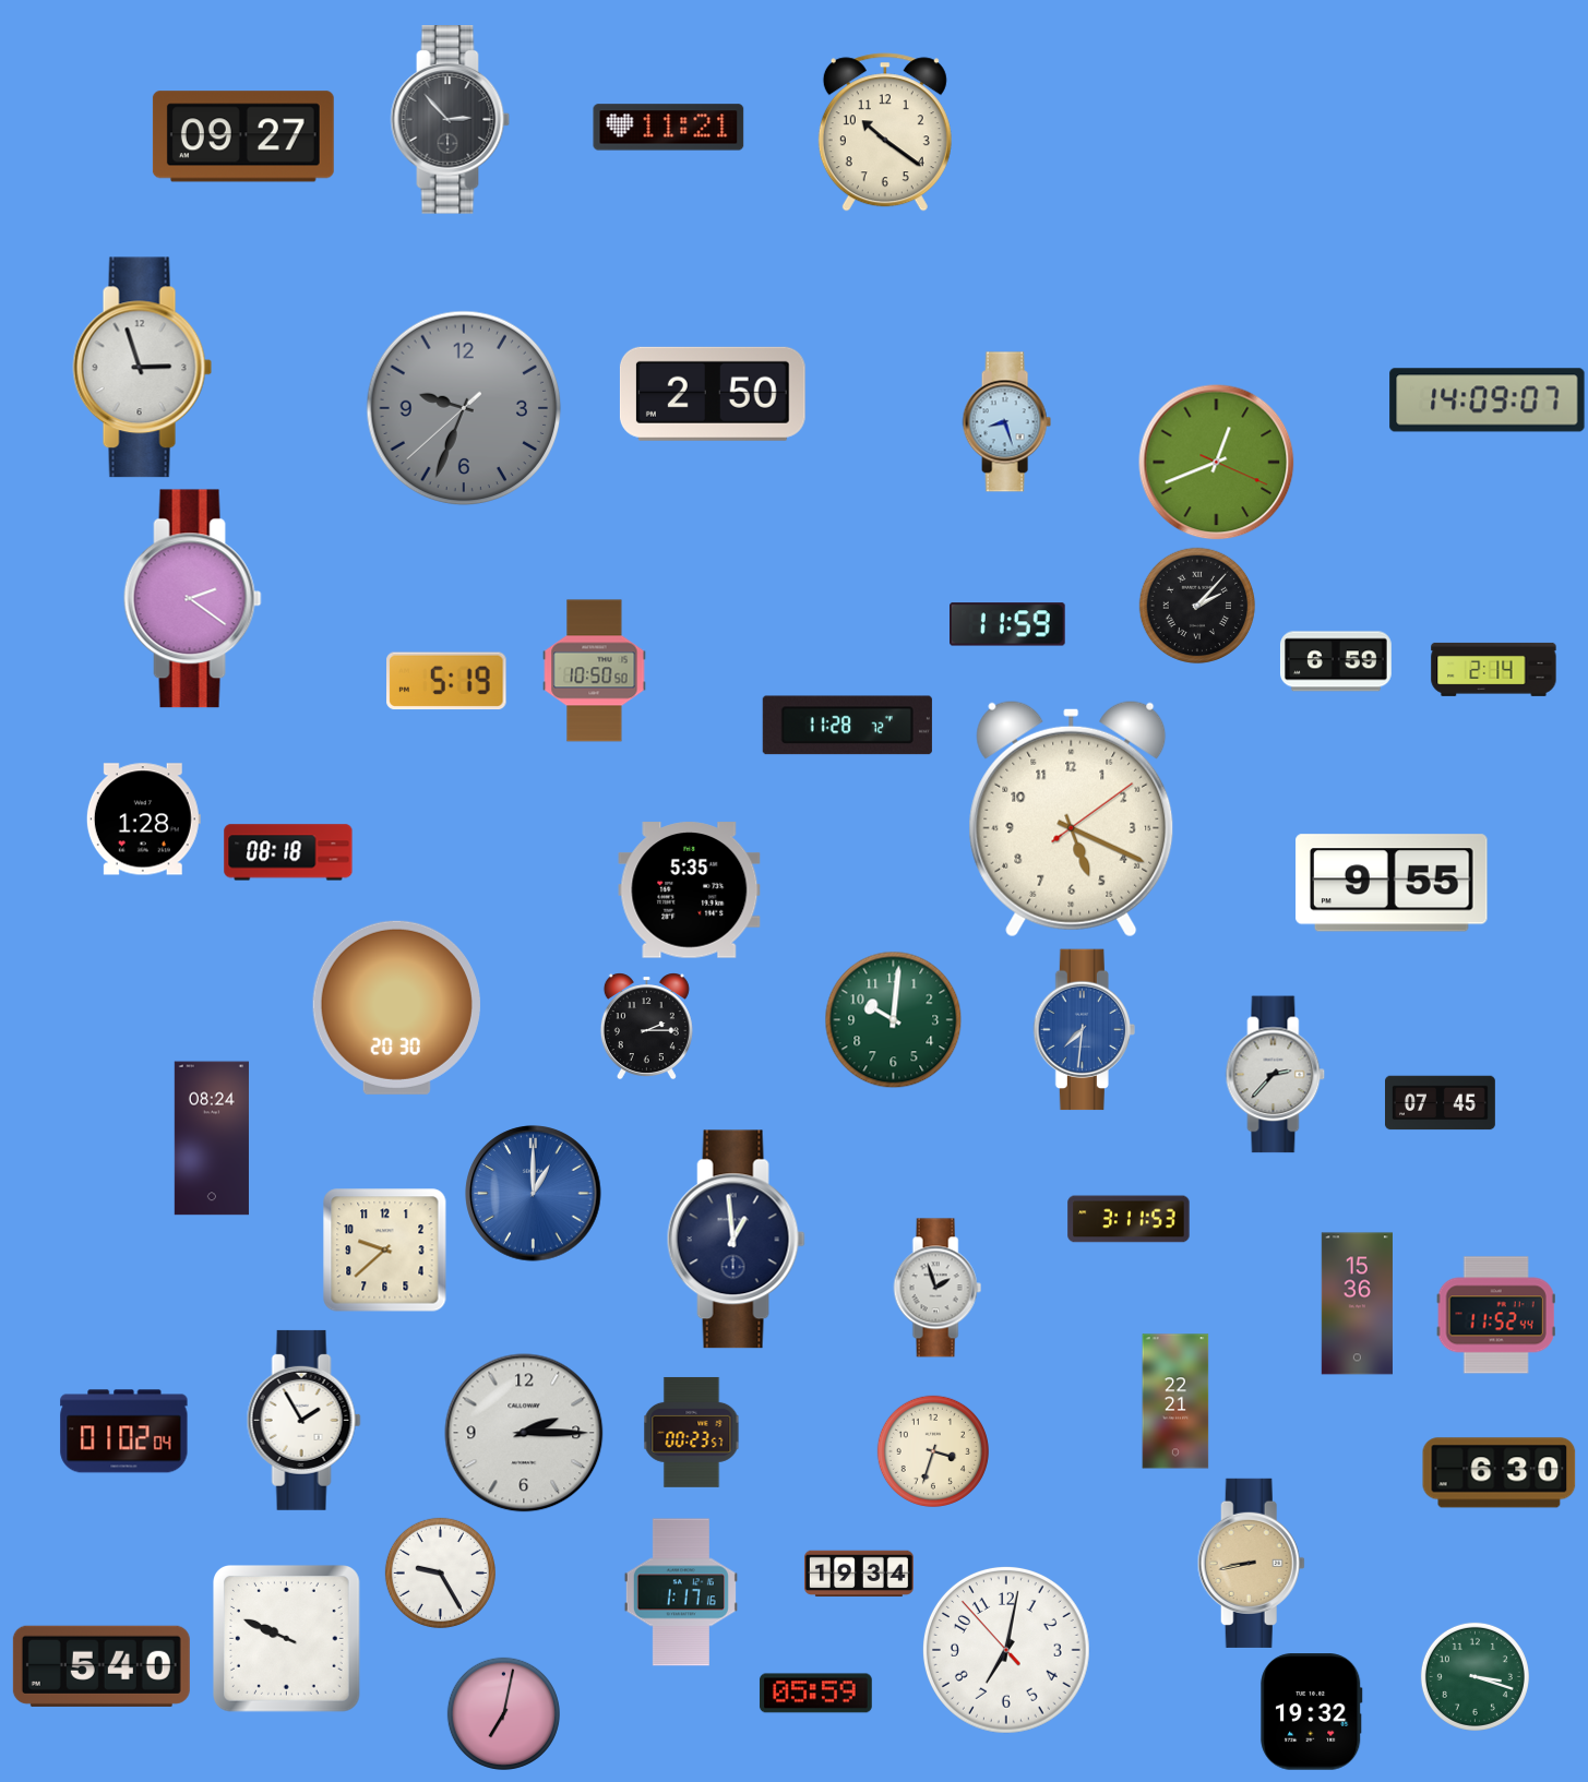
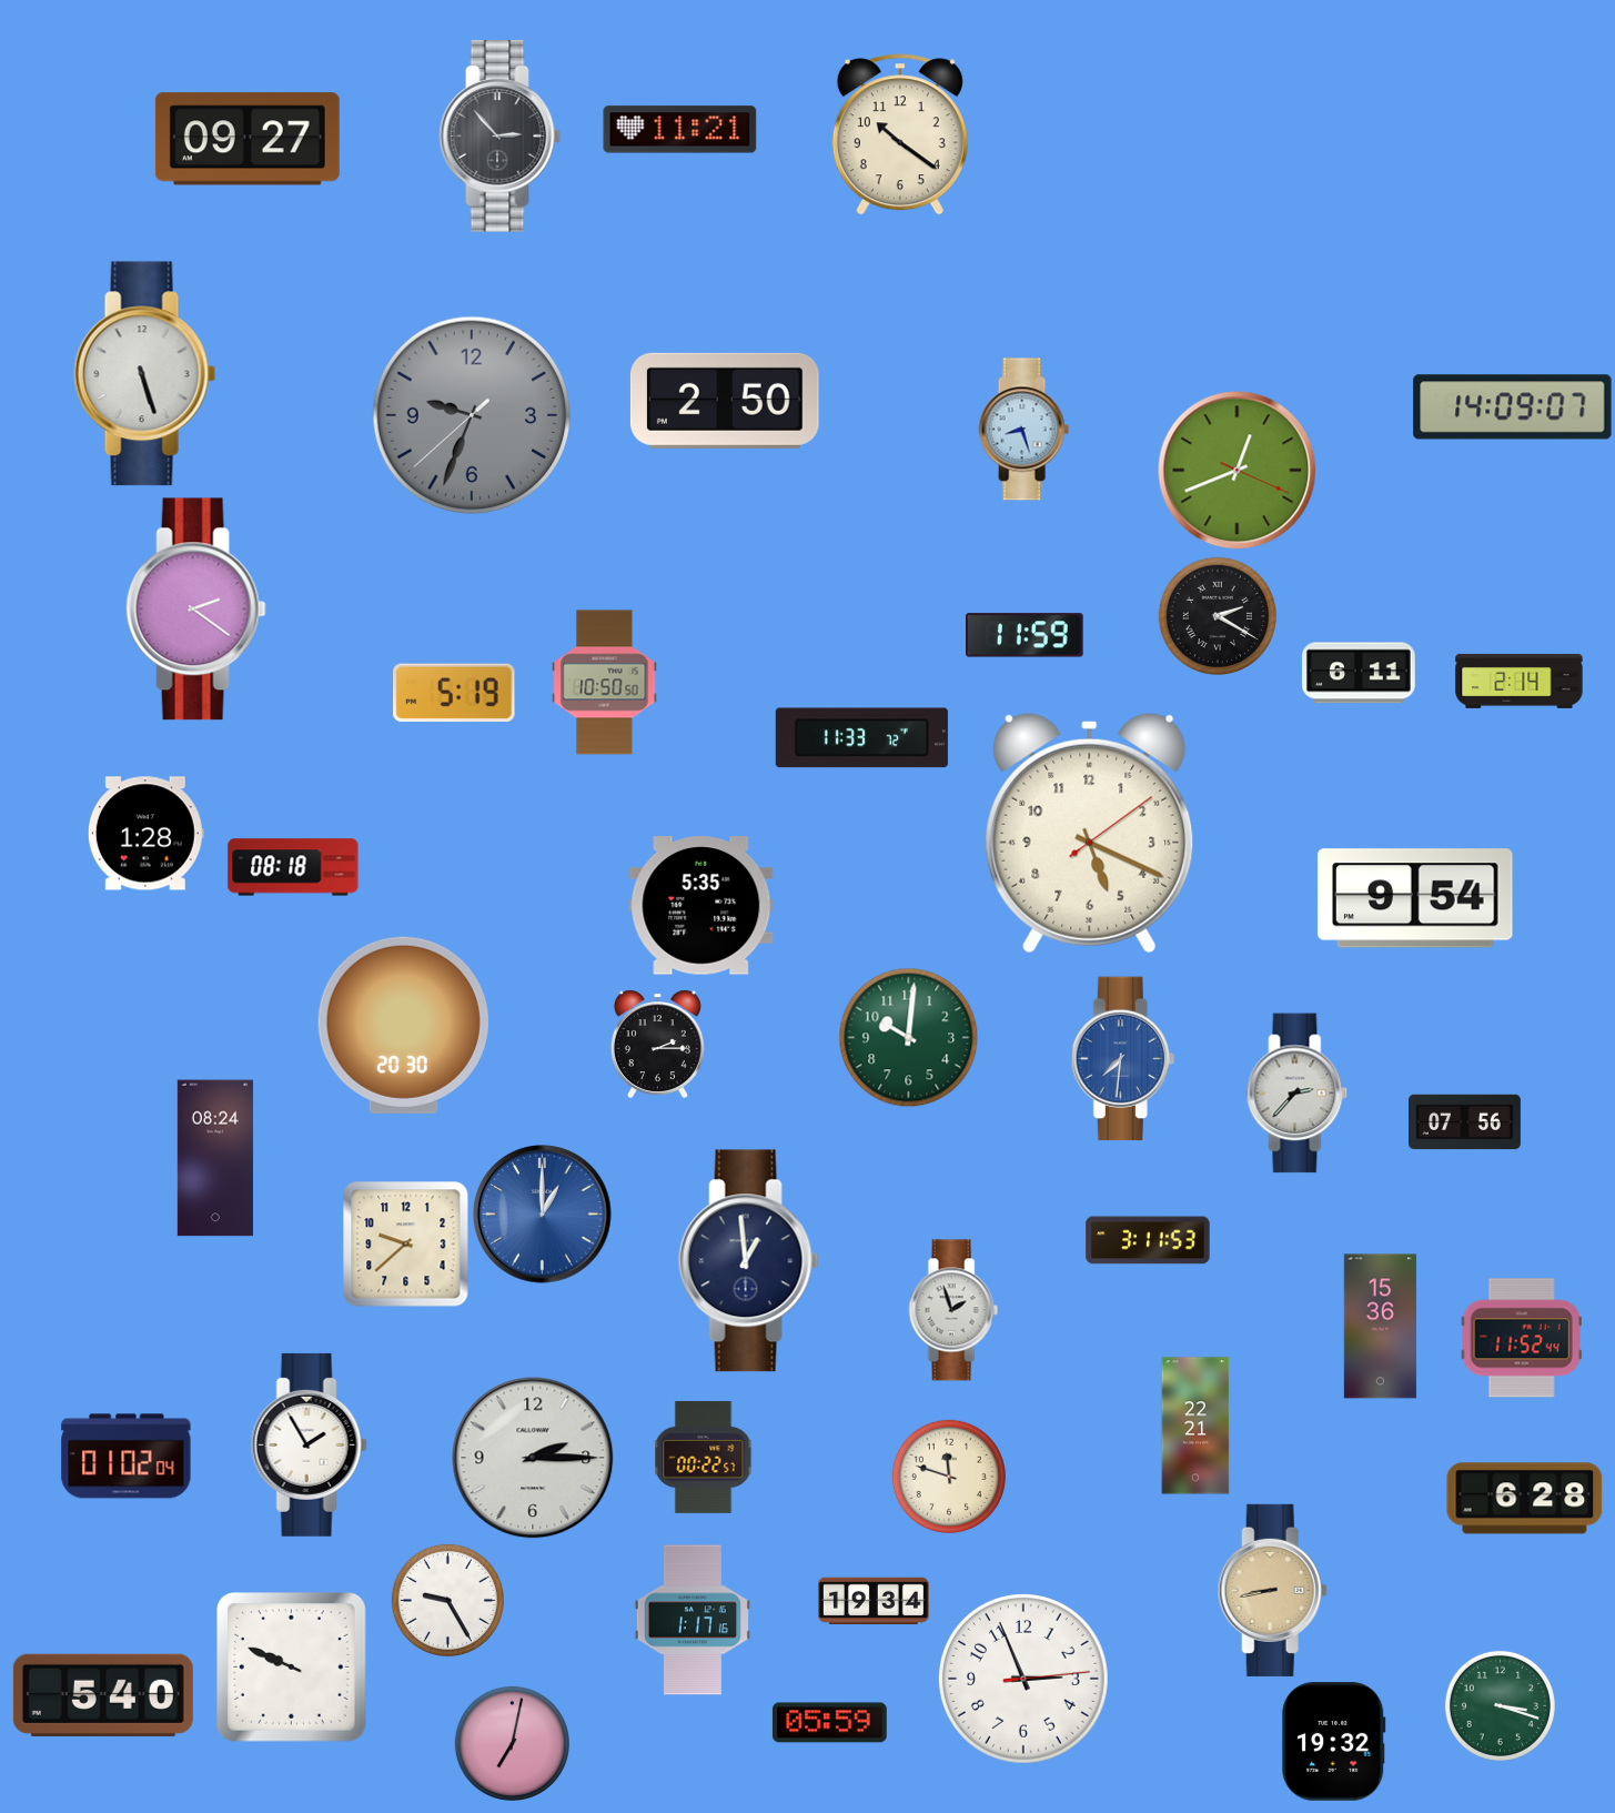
clock at (451, 120) position: (451, 120) -> (501, 137)
clock at (143, 368): 2:57 -> 5:27
clock at (1197, 606): 2:07 -> 2:20
clock at (1336, 661): 6:59 -> 6:11
clock at (847, 726): 11:28 -> 11:33
clock at (1392, 883): 9:55 -> 9:54
clock at (1084, 1030) position: (1084, 1030) -> (1122, 1059)
clock at (1441, 1103): 07:45 -> 07:56
clock at (384, 1249) position: (384, 1249) -> (405, 1243)
clock at (692, 1432): 00:23 -> 00:22
clock at (933, 1451): 3:33 -> 11:48
clock at (1500, 1473): 6:30 -> 6:28
clock at (1006, 1650): 7:01 -> 2:56
